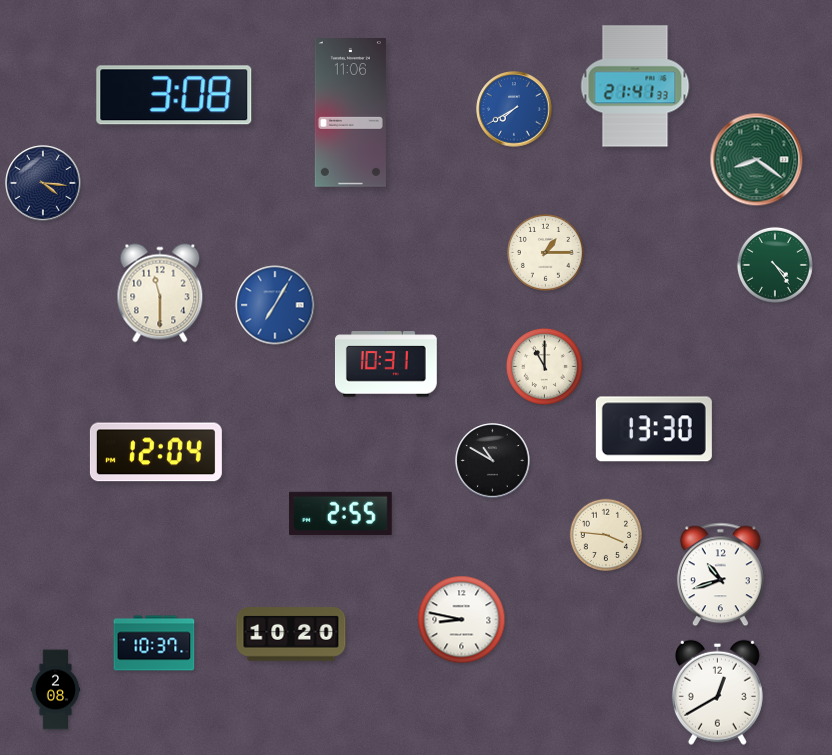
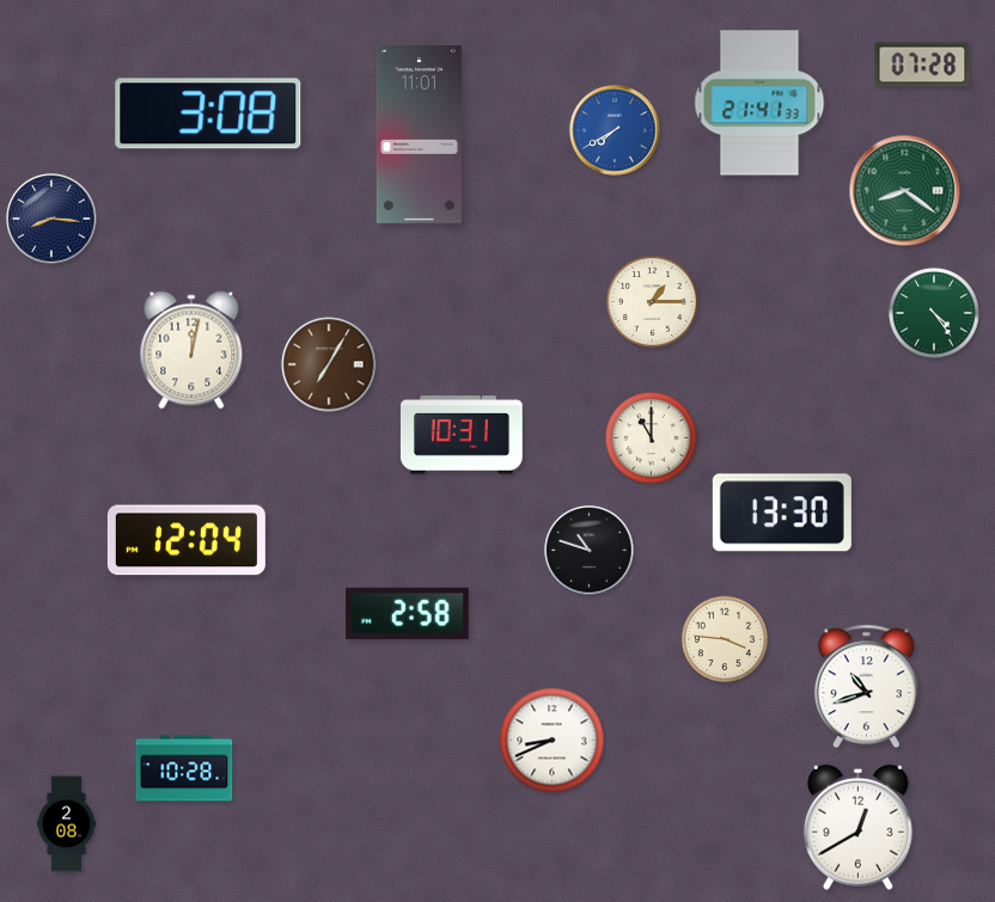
clock at (922, 65): none -> 07:28
clock at (350, 113): 11:06 -> 11:01
clock at (43, 183): 4:16 -> 8:16
clock at (775, 265) position: (775, 265) -> (934, 313)
clock at (160, 293): 11:30 -> 12:02
clock at (275, 305) dial: blue -> brown
clock at (493, 461): 10:50 -> 10:48
clock at (341, 513): 2:55 -> 2:58
clock at (720, 575) position: (720, 575) -> (866, 687)
clock at (462, 620): 8:47 -> 8:41
clock at (291, 634): 10:20 -> none
clock at (154, 643): 10:37 -> 10:28
